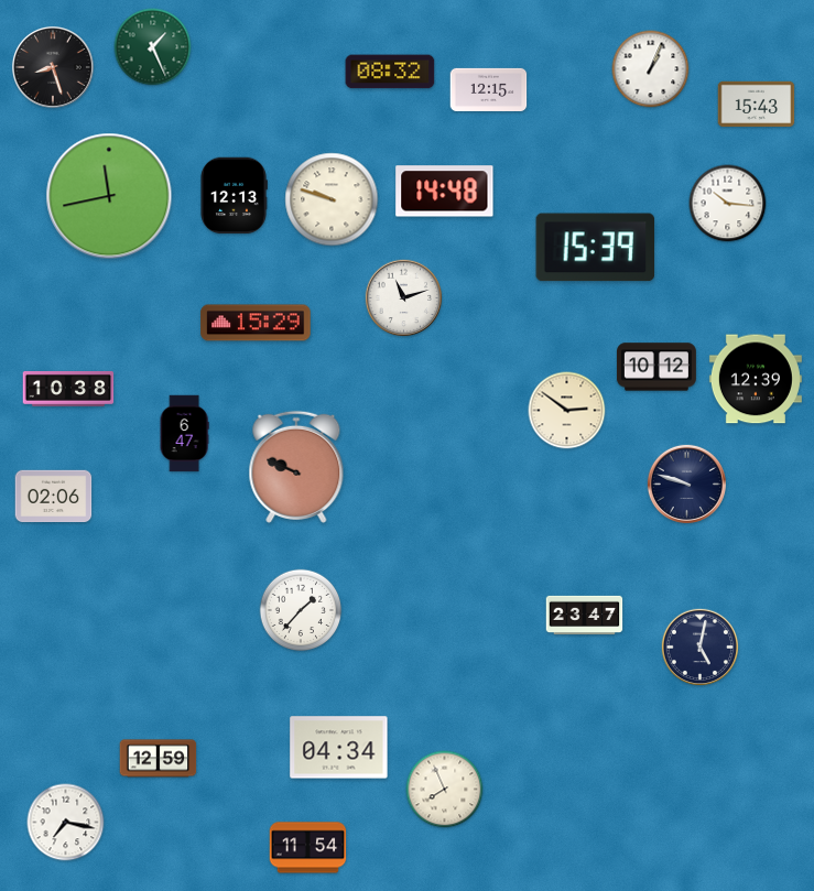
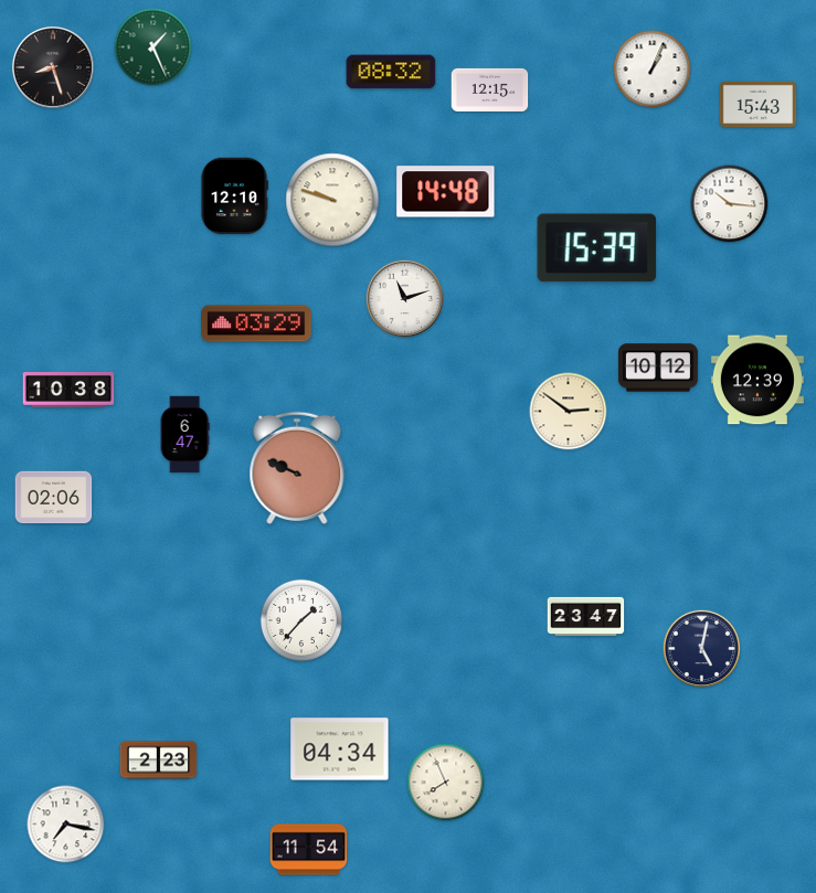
clock at (109, 196): 11:43 -> none
clock at (234, 196): 12:13 -> 12:10
clock at (256, 323): 15:29 -> 03:29
clock at (686, 483): 9:48 -> none
clock at (301, 610) position: (301, 610) -> (301, 620)
clock at (159, 759): 12:59 -> 2:23
clock at (445, 790) position: (445, 790) -> (446, 783)
